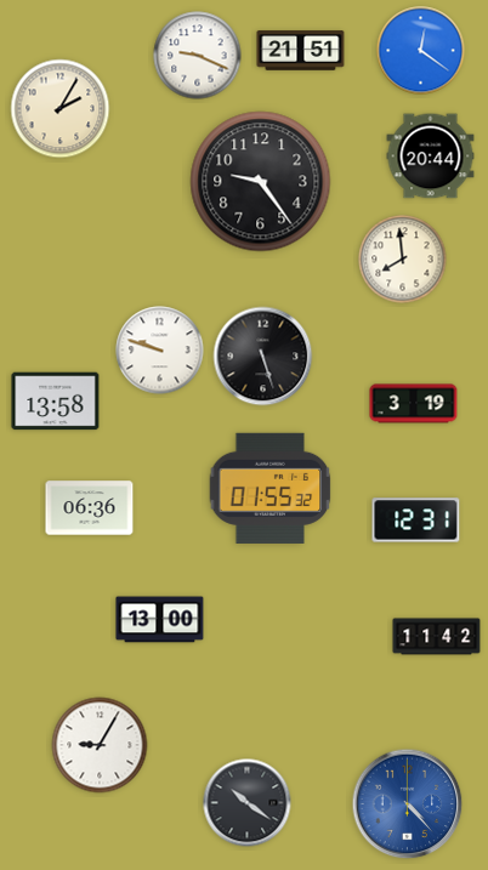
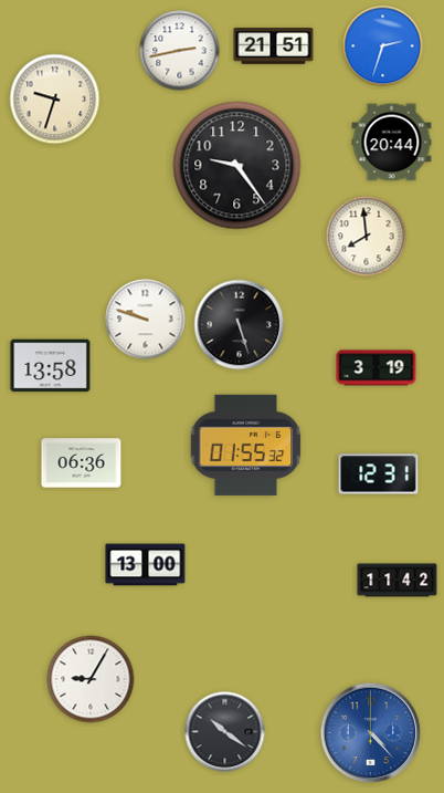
clock at (421, 51): 12:21 -> 2:33
clock at (198, 56): 9:19 -> 2:43
clock at (61, 109): 2:05 -> 9:33
